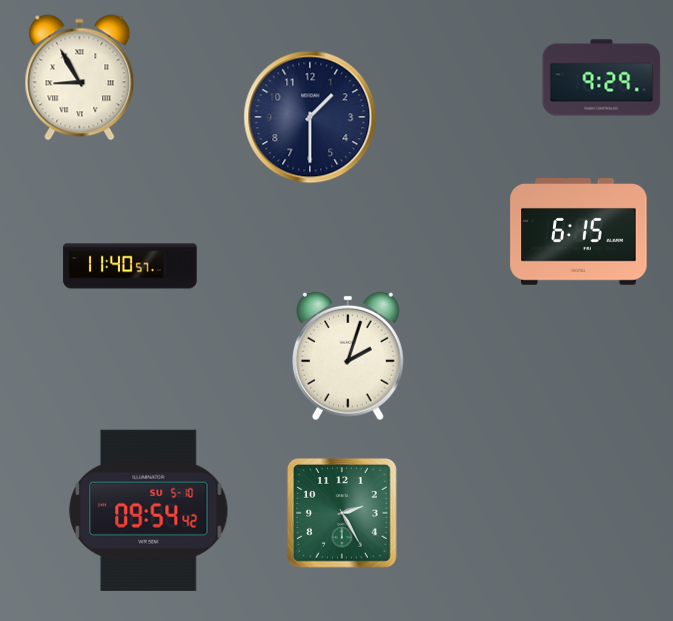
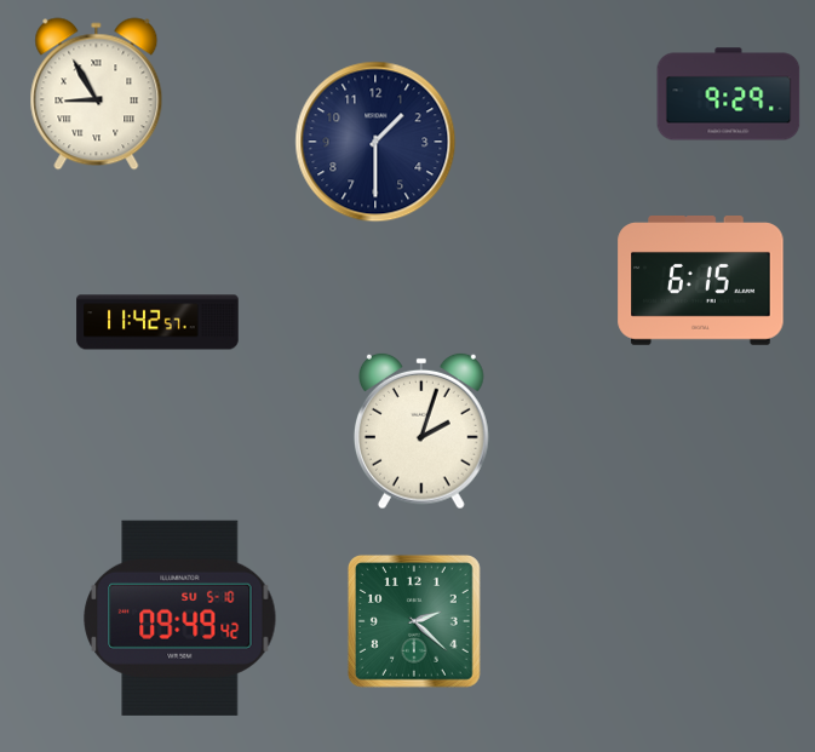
clock at (130, 266): 11:40 -> 11:42
clock at (149, 510): 09:54 -> 09:49
clock at (342, 513): 2:25 -> 2:22
